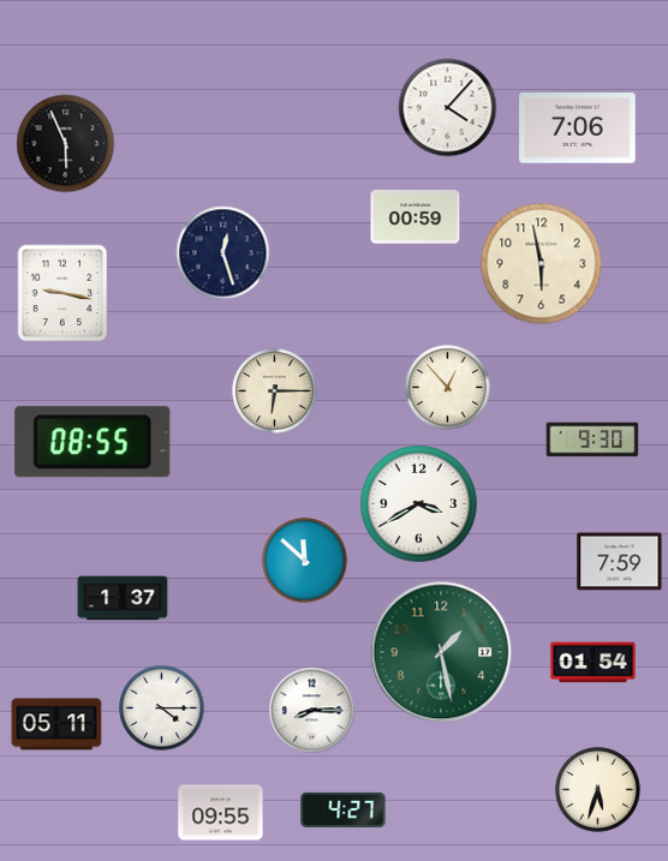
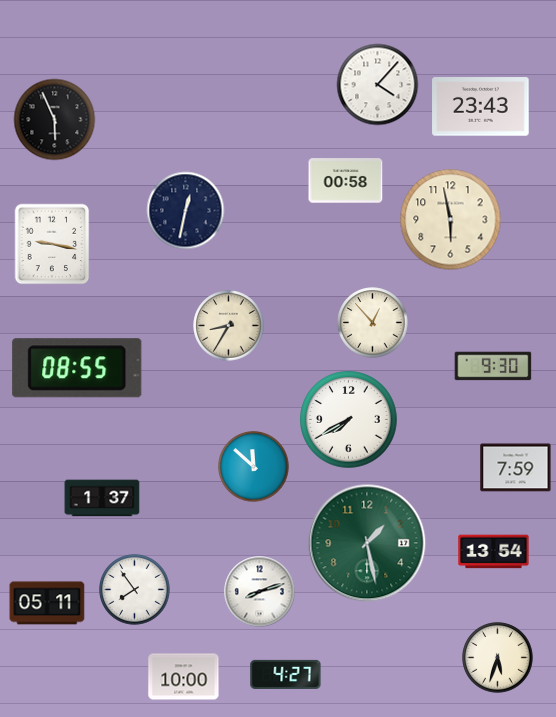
clock at (448, 108) position: (448, 108) -> (378, 85)
clock at (578, 128): 7:06 -> 23:43
clock at (416, 217): 00:59 -> 00:58
clock at (223, 253): 12:27 -> 12:32
clock at (275, 391): 6:15 -> 8:35
clock at (419, 504): 3:40 -> 7:40
clock at (594, 663): 01:54 -> 13:54
clock at (162, 708): 4:15 -> 7:54
clock at (312, 711): 8:15 -> 8:12
clock at (221, 813): 09:55 -> 10:00
